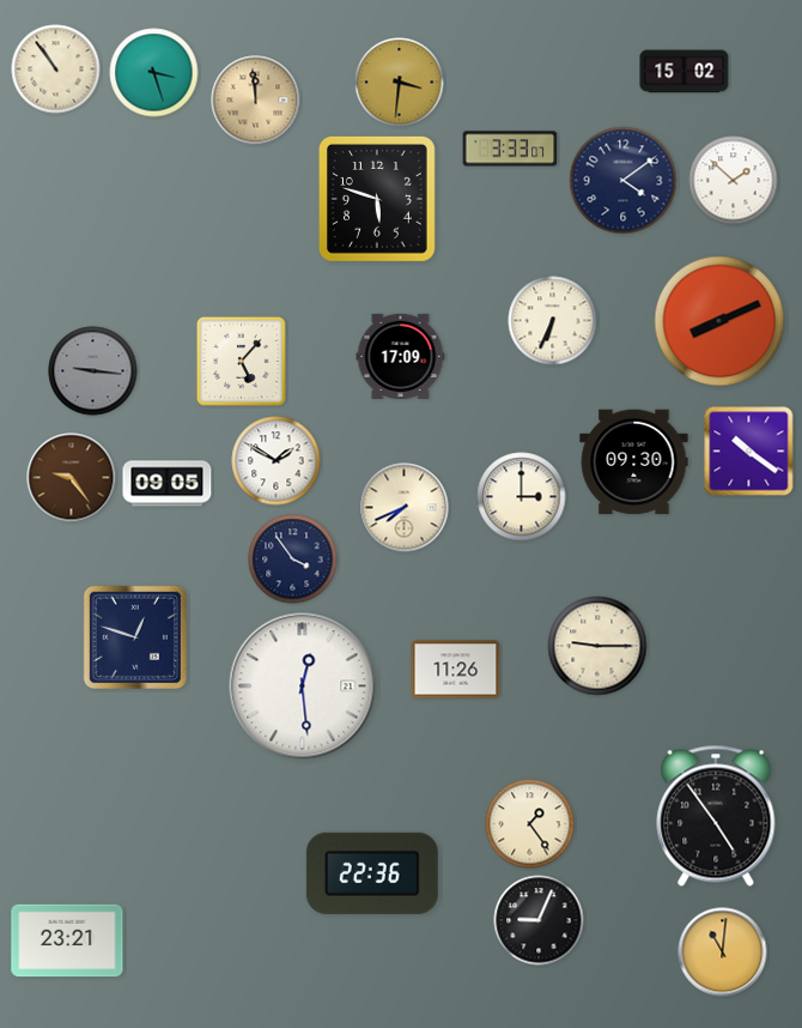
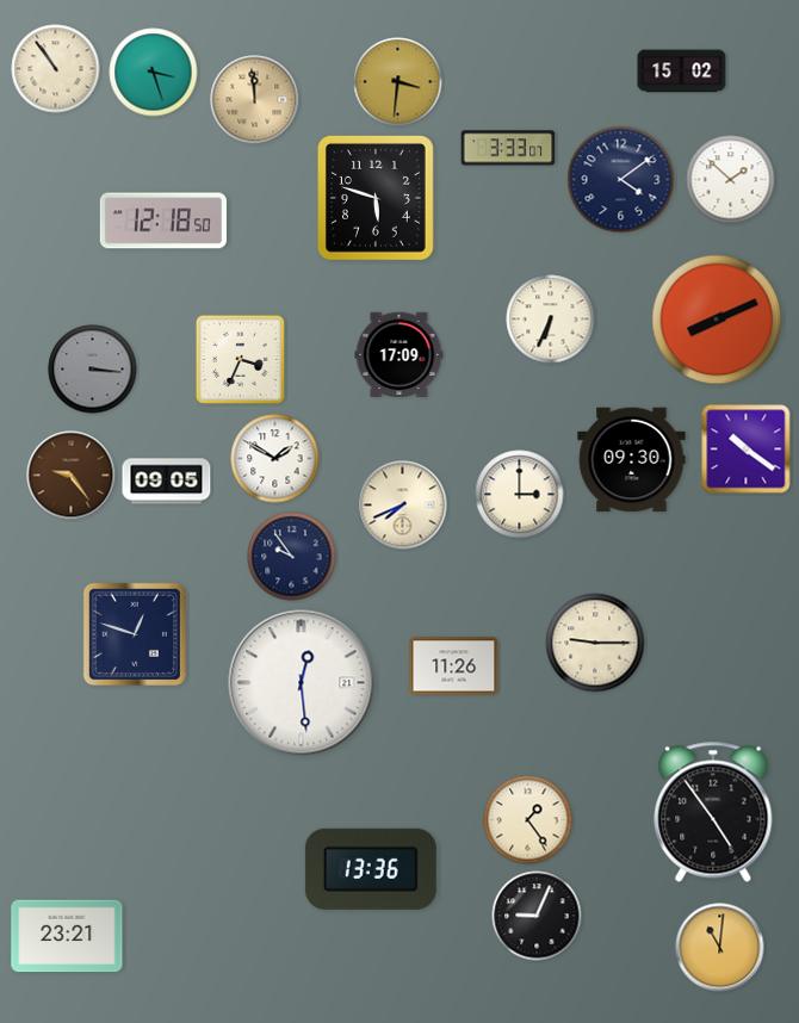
clock at (163, 221): none -> 12:18
clock at (241, 361): 5:07 -> 3:34
clock at (93, 371): 9:16 -> 3:16
clock at (293, 560): 3:54 -> 9:54
clock at (372, 873): 22:36 -> 13:36
